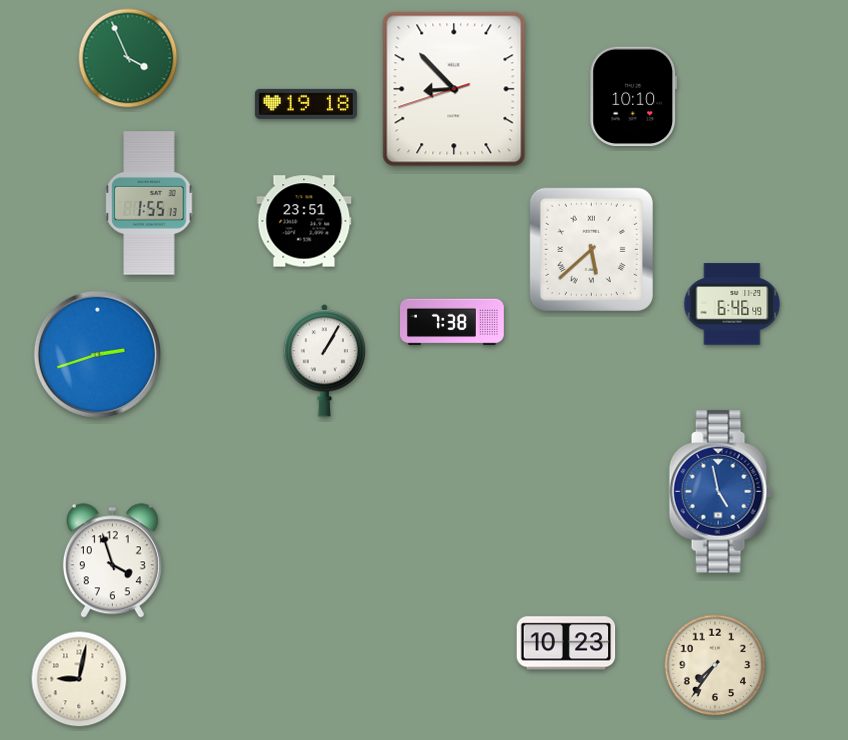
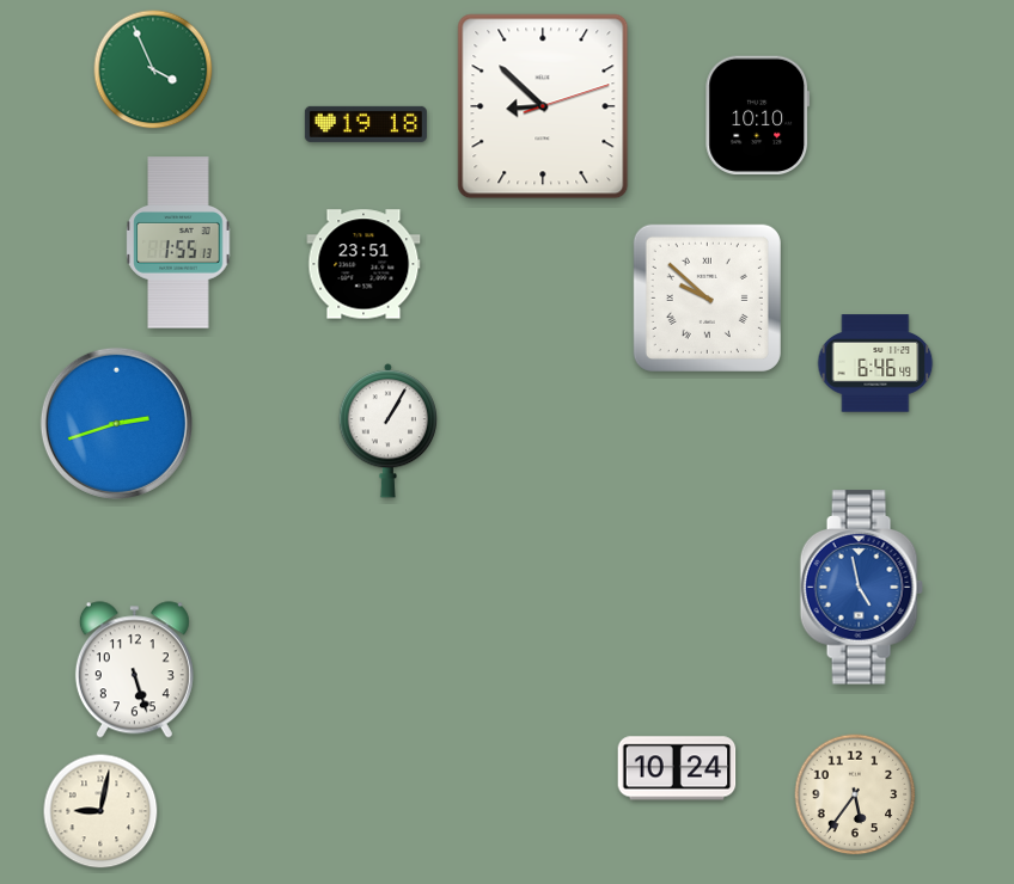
clock at (454, 89): 8:52:42 -> 8:52:12
clock at (591, 249): 5:38 -> 9:52
clock at (453, 322): 7:38 -> none
clock at (112, 561): 3:57 -> 5:27
clock at (566, 643): 10:23 -> 10:24
clock at (715, 665): 7:36 -> 5:36
clock at (79, 679) position: (79, 679) -> (100, 811)
